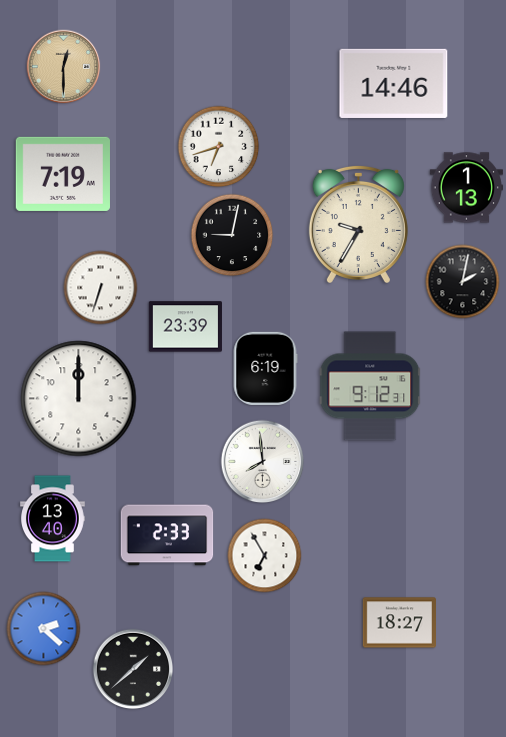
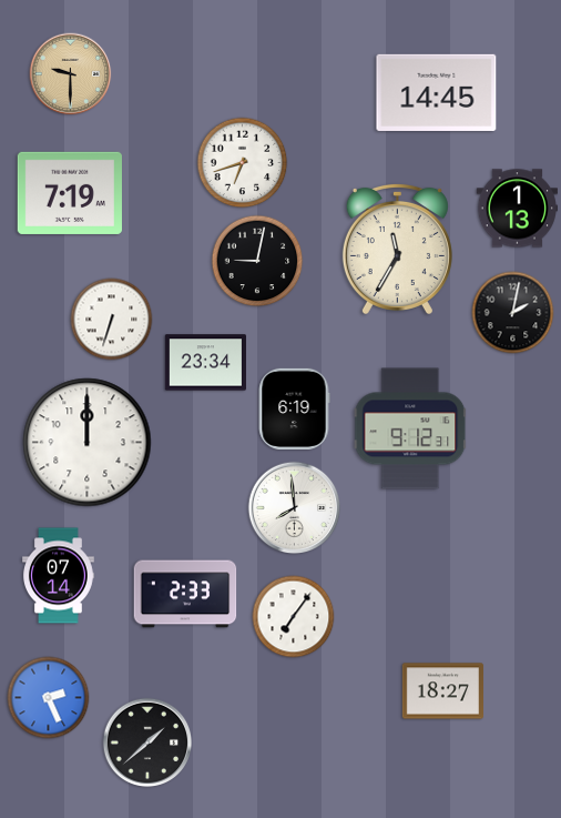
clock at (64, 67): 12:30 -> 9:30
clock at (394, 83): 14:46 -> 14:45
clock at (358, 224): 9:35 -> 11:35
clock at (185, 327): 23:39 -> 23:34
clock at (263, 462) position: (263, 462) -> (295, 508)
clock at (53, 519): 13:40 -> 07:14
clock at (265, 556): 6:55 -> 7:06
clock at (44, 629): 2:22 -> 2:26
